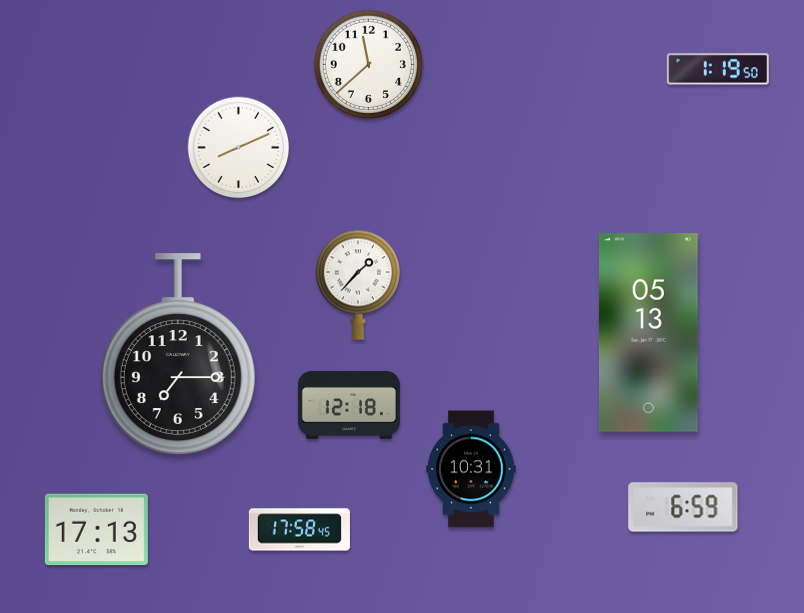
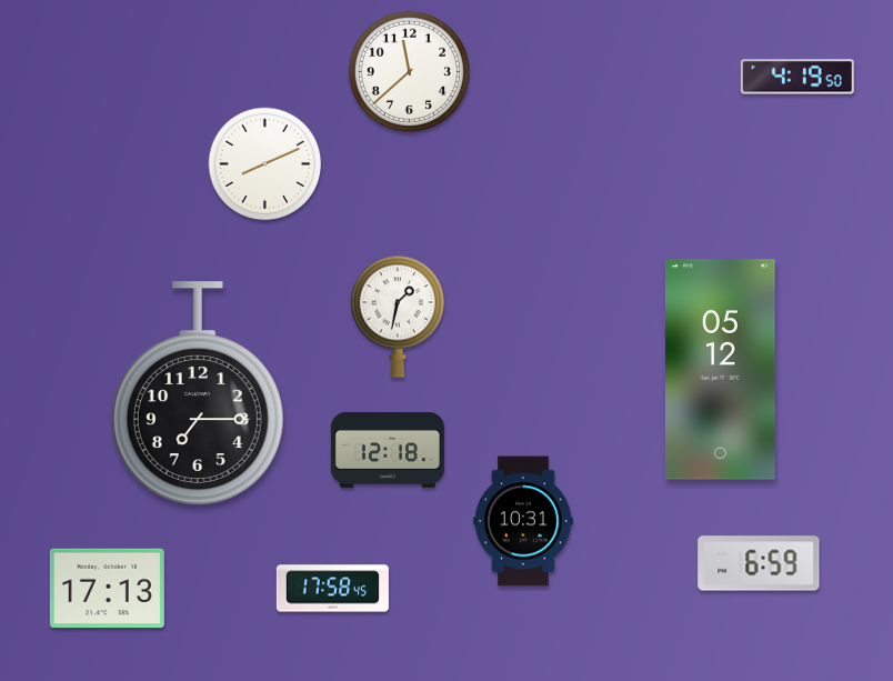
clock at (718, 69): 1:19 -> 4:19
clock at (358, 285): 1:37 -> 1:32
clock at (648, 333): 05:13 -> 05:12
